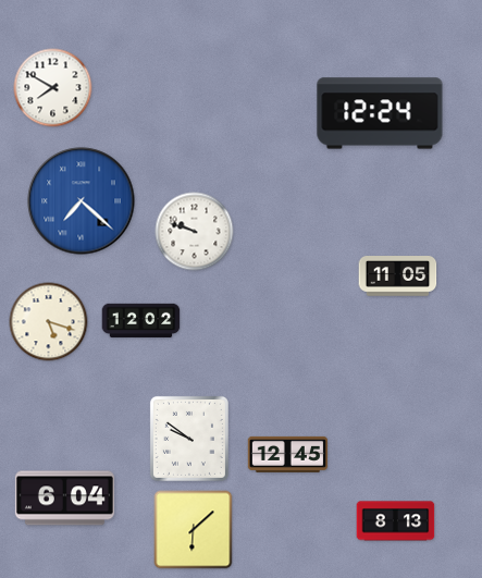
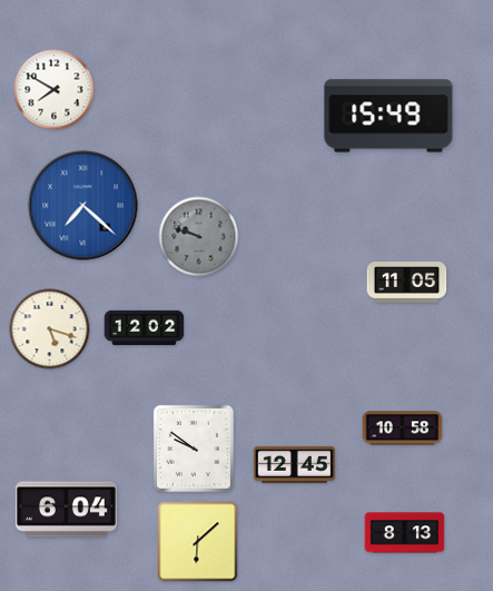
clock at (380, 113): 12:24 -> 15:49
clock at (195, 232) dial: white -> grey
clock at (403, 429): none -> 10:58
